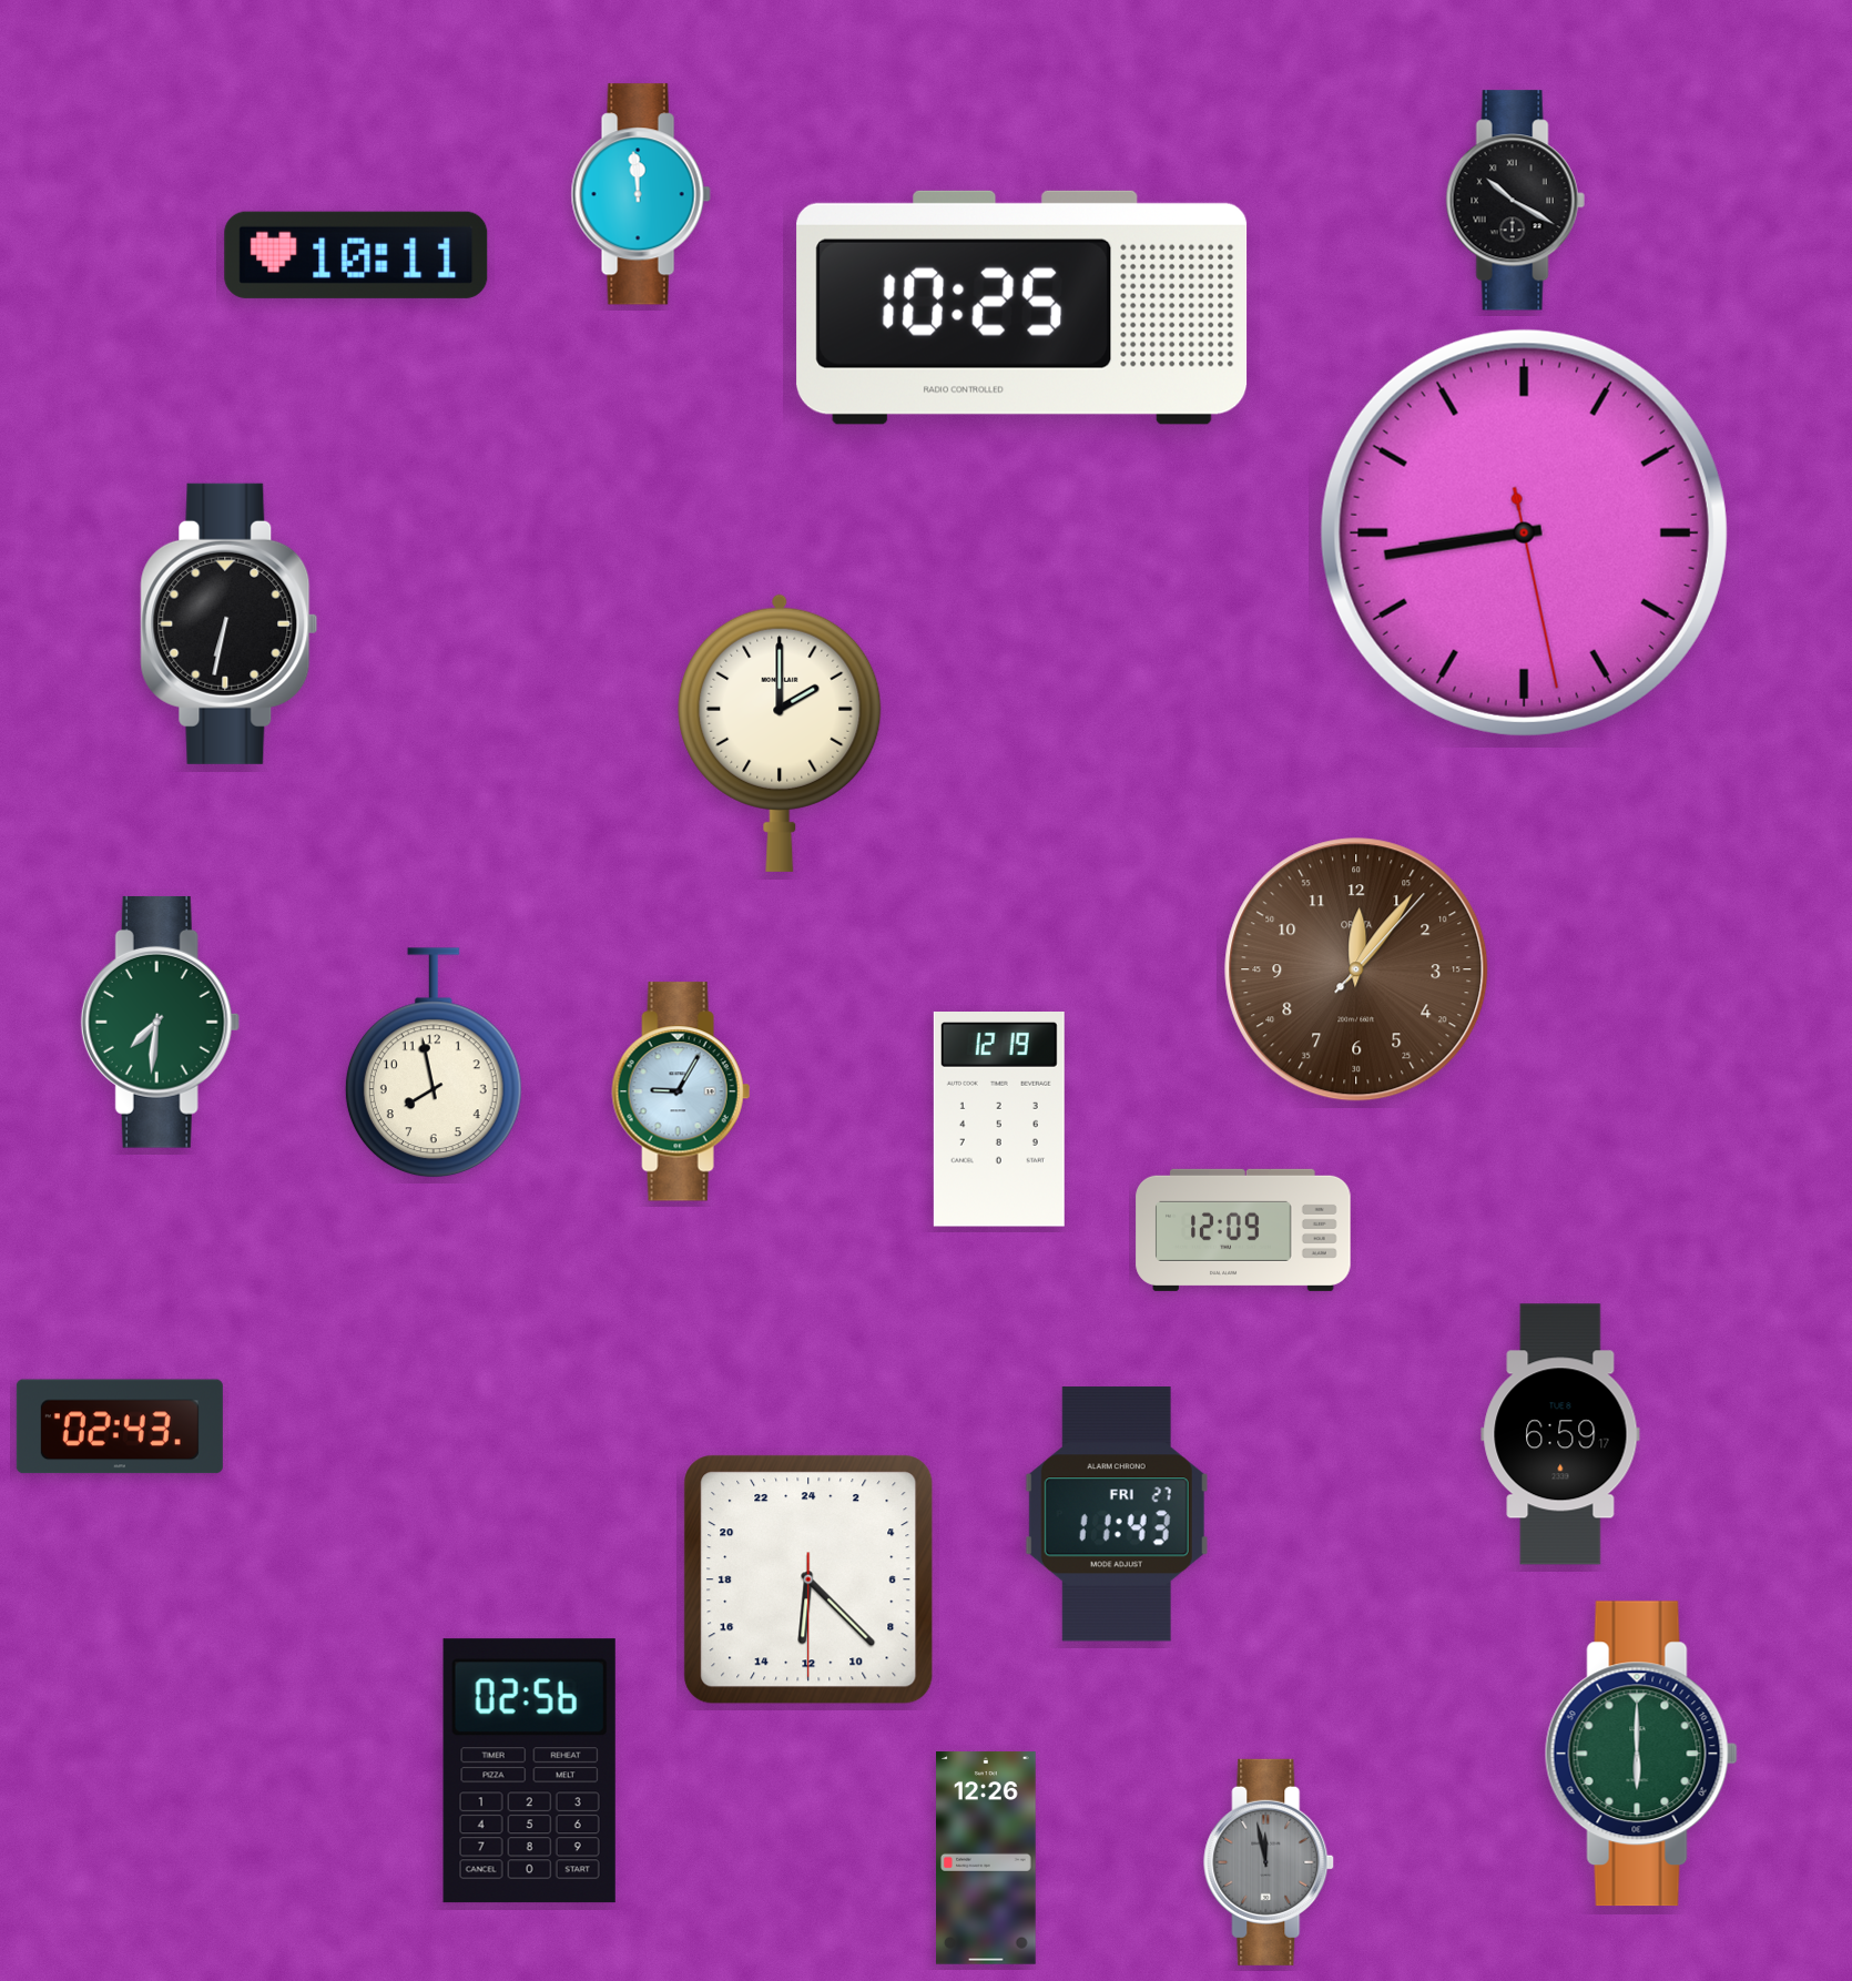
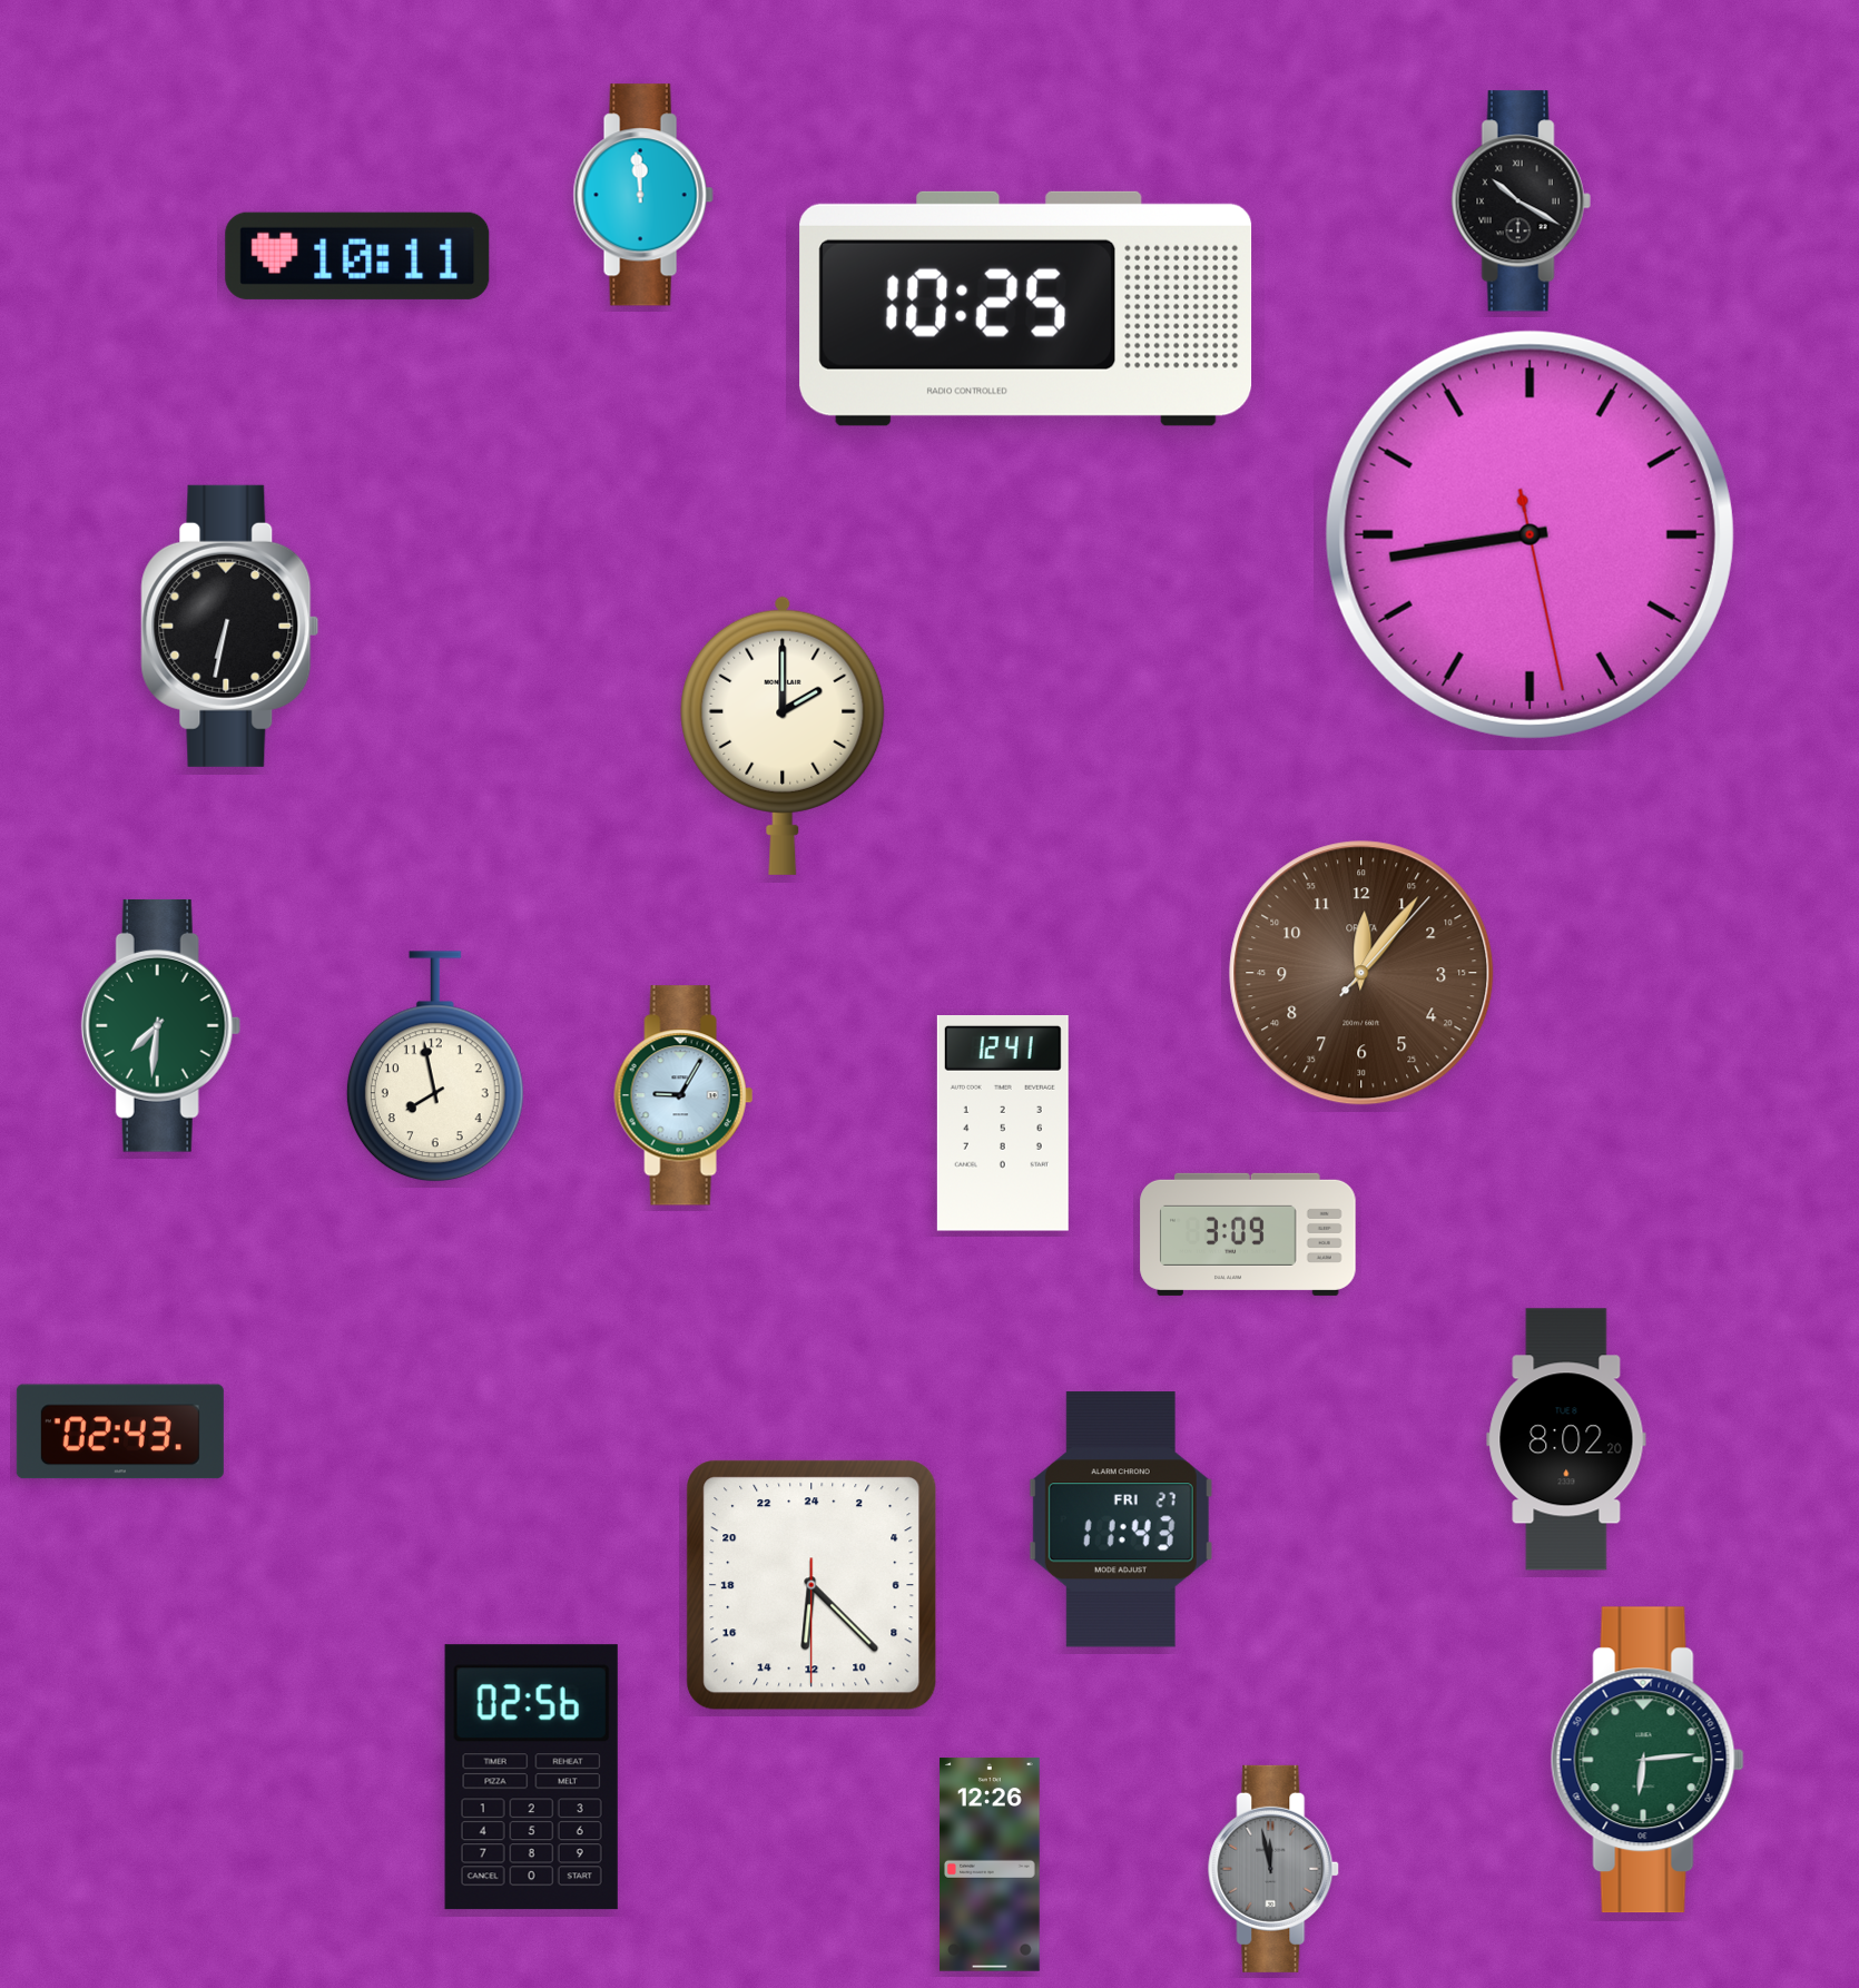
clock at (999, 1120): 12:19 -> 12:41
clock at (1243, 1230): 12:09 -> 3:09
clock at (1560, 1434): 6:59 -> 8:02
clock at (1641, 1754): 6:00 -> 6:14
